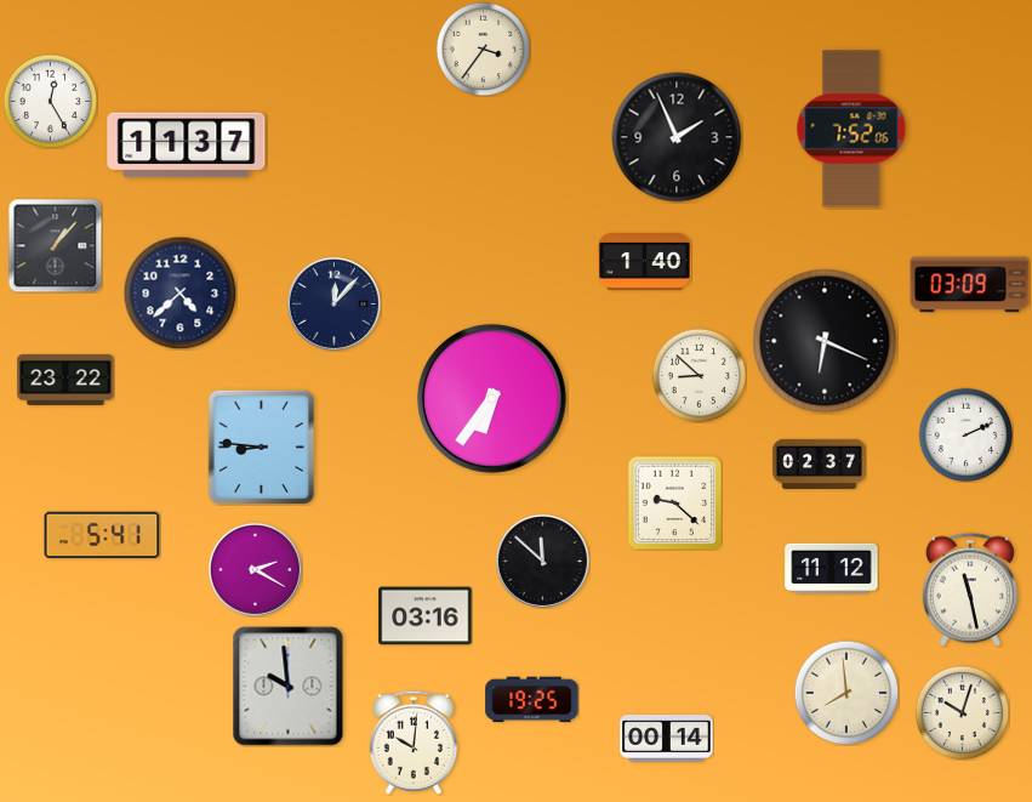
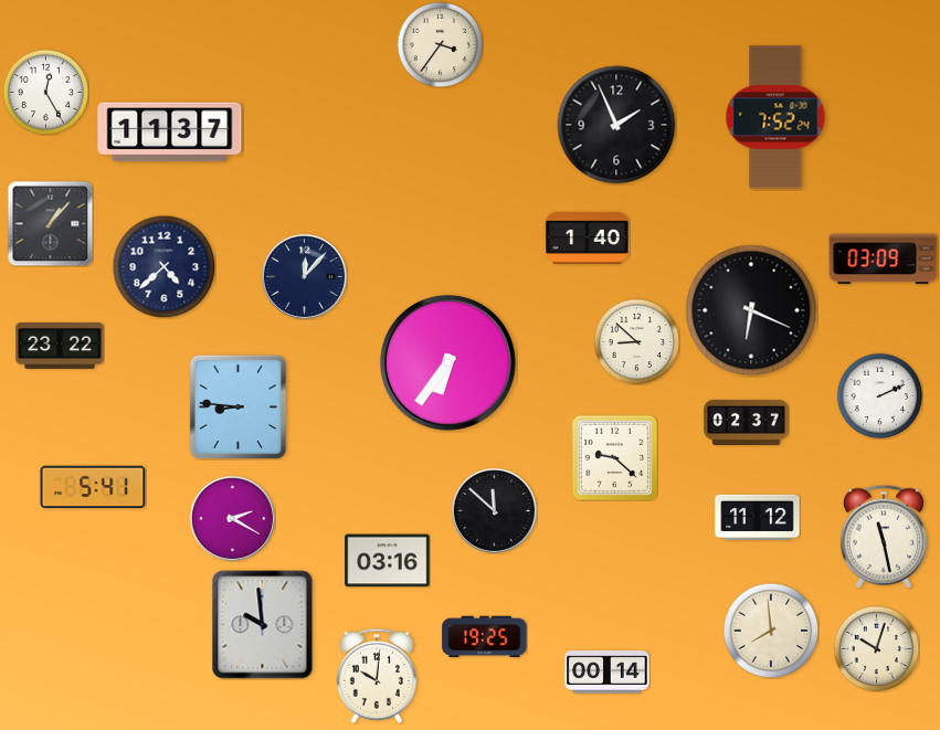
clock at (851, 129): 7:52:06 -> 7:52:24
